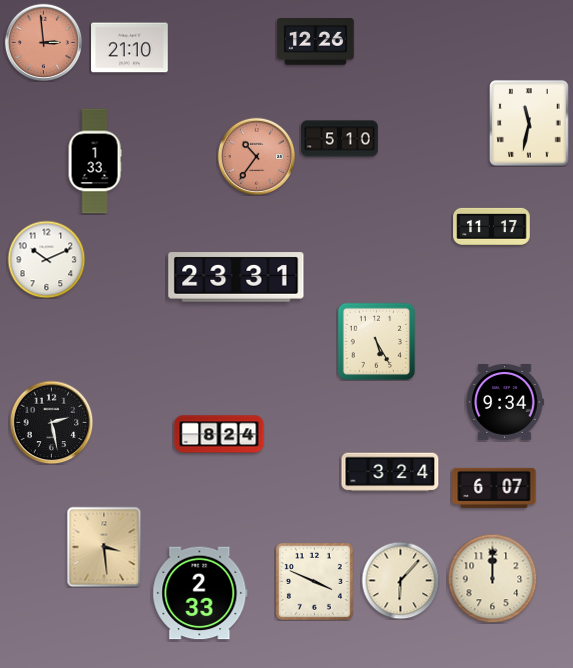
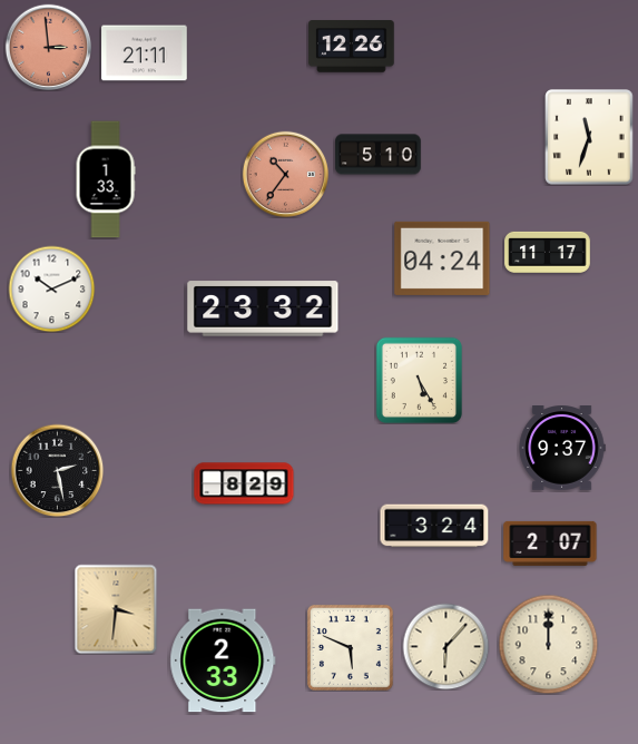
clock at (130, 48): 21:10 -> 21:11
clock at (529, 123): 11:32 -> 11:33
clock at (442, 258): none -> 04:24
clock at (236, 277): 23:31 -> 23:32
clock at (505, 403): 9:34 -> 9:37
clock at (219, 434): 8:24 -> 8:29
clock at (494, 488): 6:07 -> 2:07
clock at (104, 547): 3:29 -> 3:31
clock at (314, 581): 3:49 -> 5:49
